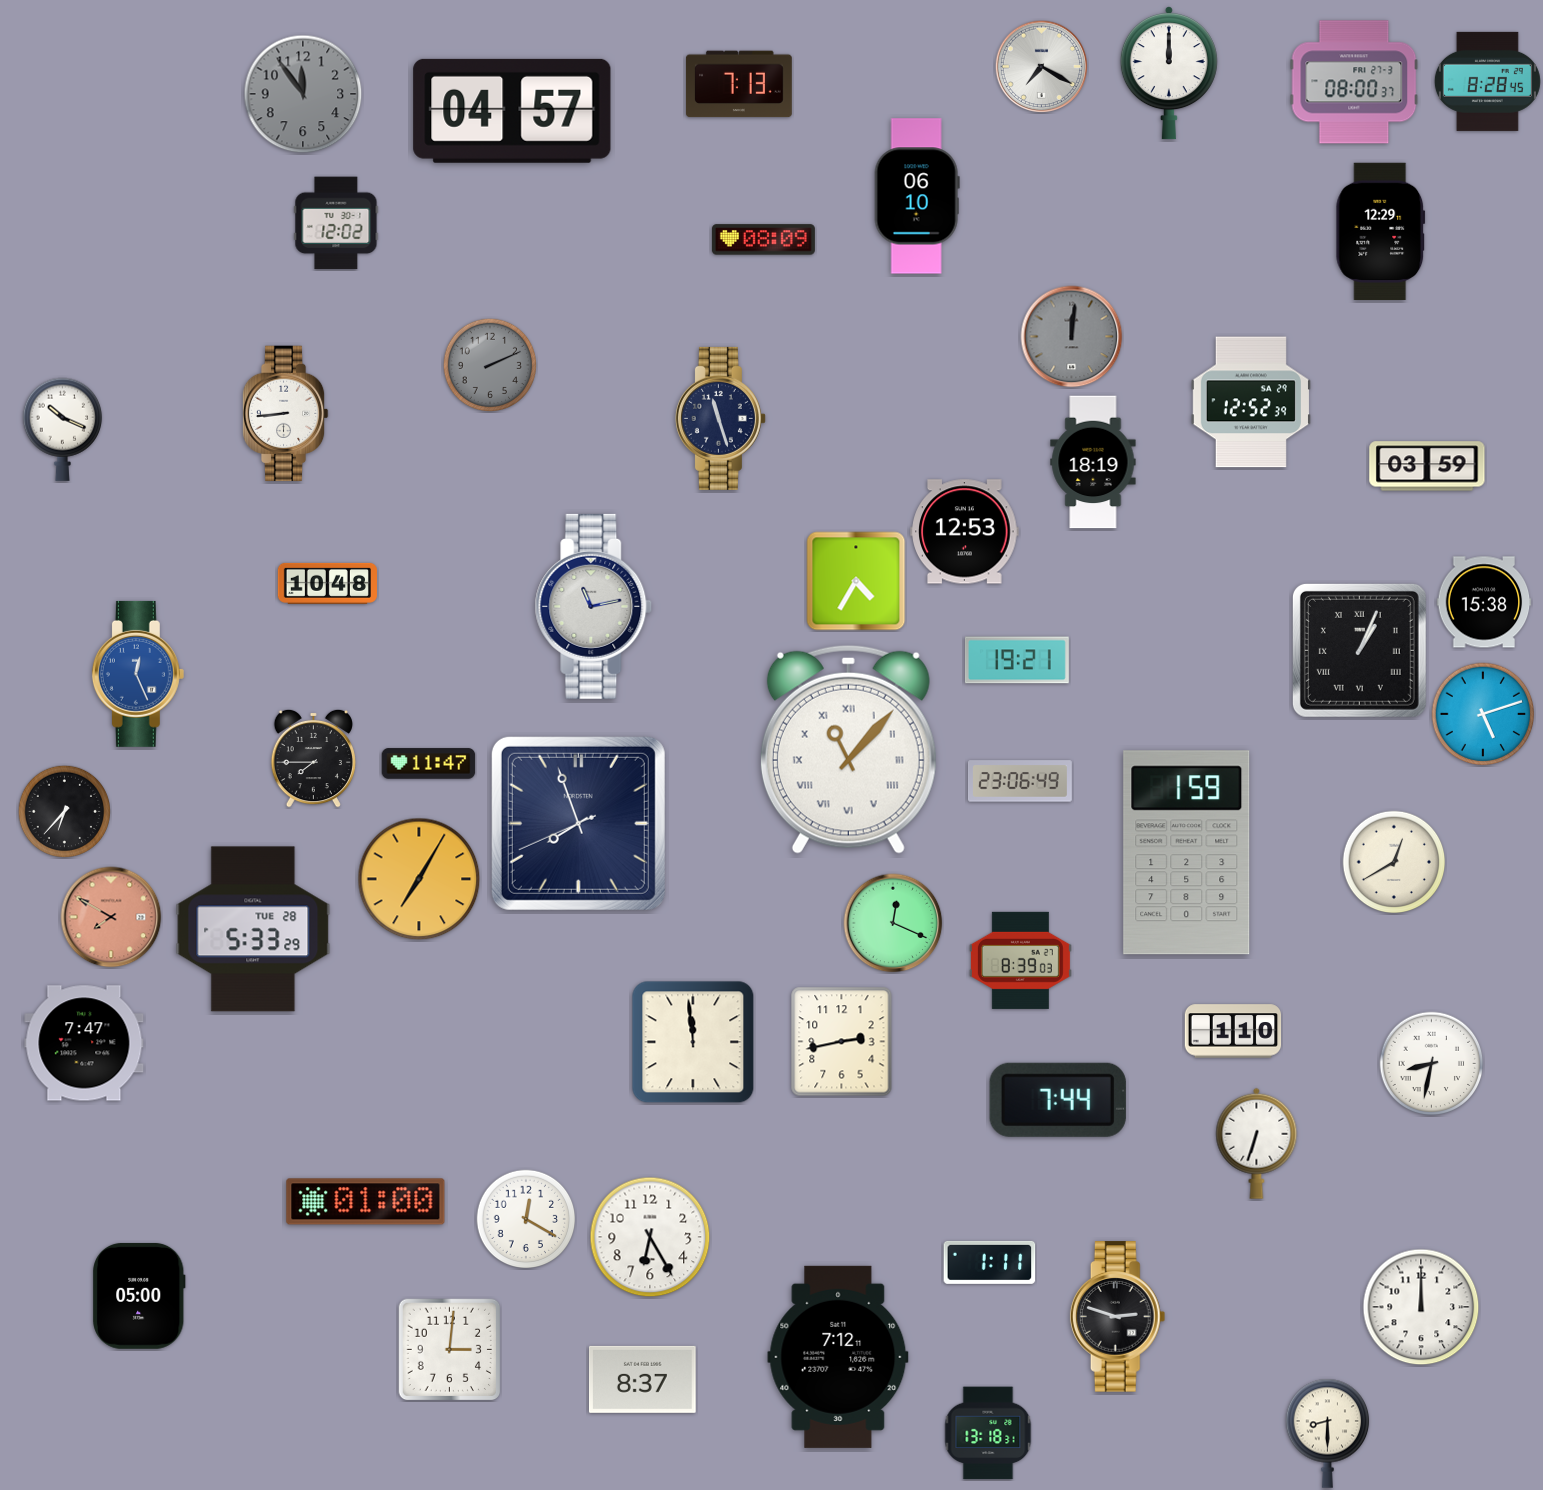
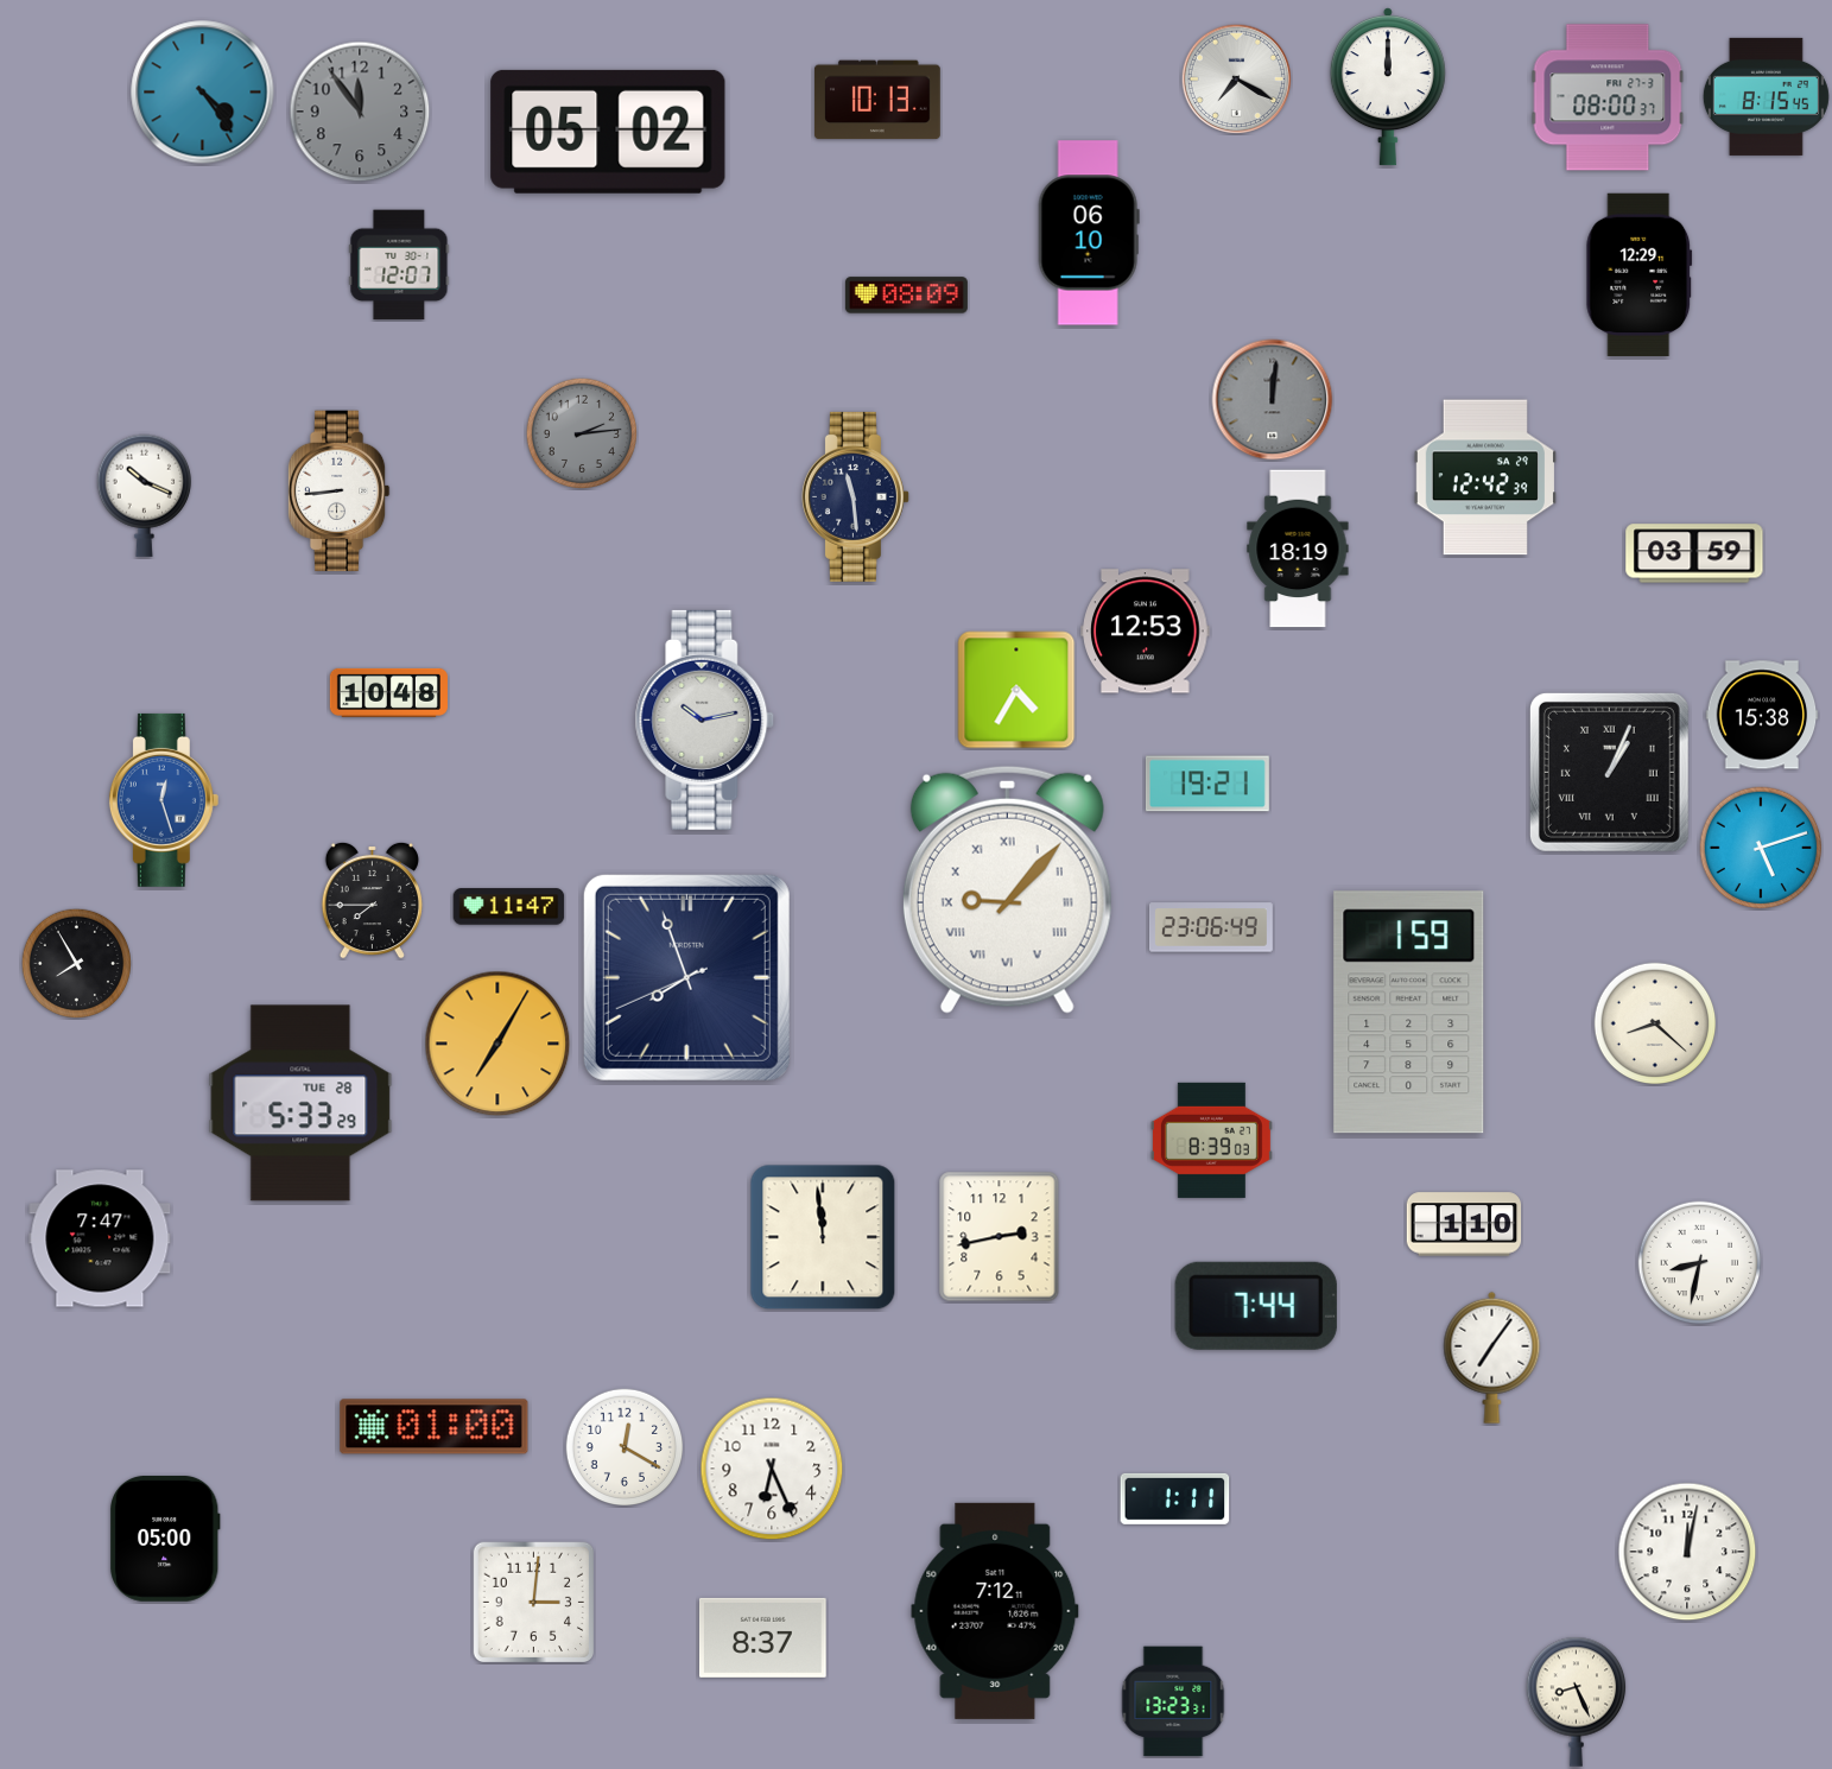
clock at (203, 93): none -> 4:24
clock at (1487, 81): 8:28 -> 8:15
clock at (740, 84): 7:13 -> 10:13
clock at (512, 111): 04:57 -> 05:02
clock at (336, 223): 12:02 -> 12:07
clock at (763, 240) position: (763, 240) -> (906, 296)
clock at (489, 364): 2:11 -> 2:14
clock at (1251, 402): 12:52 -> 12:42
clock at (720, 418): 11:27 -> 11:29
clock at (63, 429) position: (63, 429) -> (145, 495)
clock at (594, 606): 11:13 -> 10:13
clock at (1359, 650) position: (1359, 650) -> (1609, 772)
clock at (138, 674): 12:26 -> 12:27
clock at (848, 749): 11:07 -> 9:07
clock at (64, 811): 6:37 -> 7:55
clock at (1394, 862): 12:40 -> 8:22
clock at (111, 917): 7:50 -> none
clock at (893, 923): 12:19 -> none
clock at (1257, 1143): 6:33 -> 7:06
clock at (650, 1237): 6:25 -> 6:26
clock at (1421, 1307): 12:00 -> 12:02
clock at (1118, 1317): 2:48 -> none
clock at (988, 1433): 13:18 -> 13:23
clock at (1328, 1433): 8:30 -> 8:26
